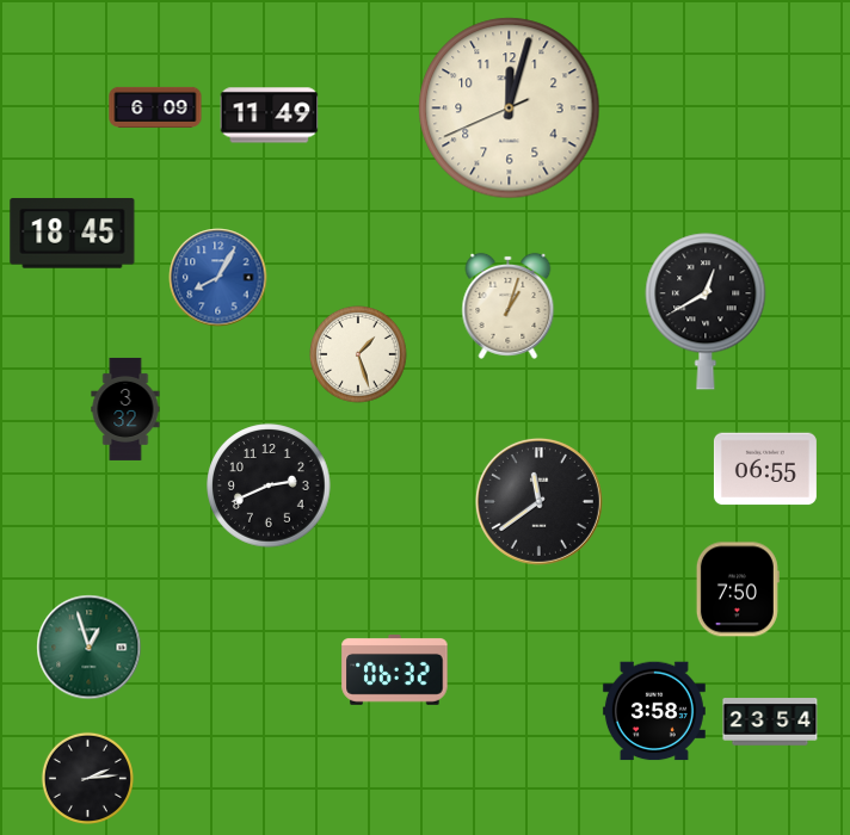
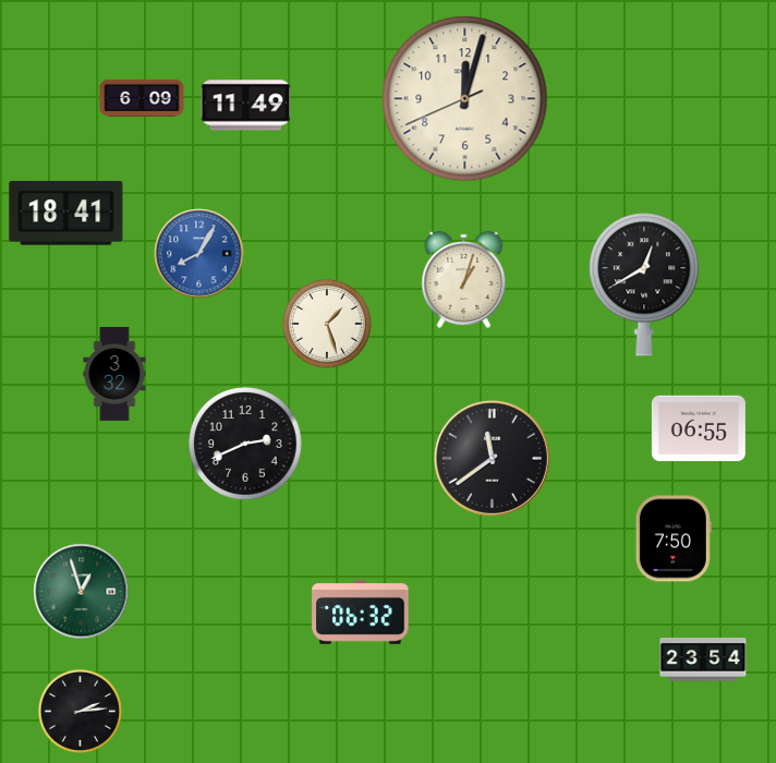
clock at (73, 234): 18:45 -> 18:41
clock at (654, 711): 3:58 -> none
